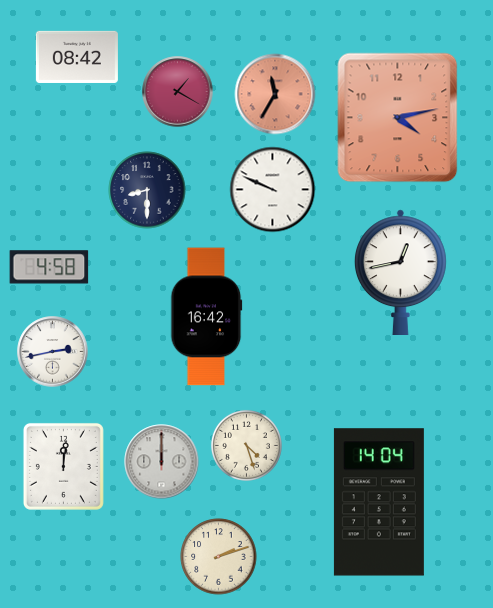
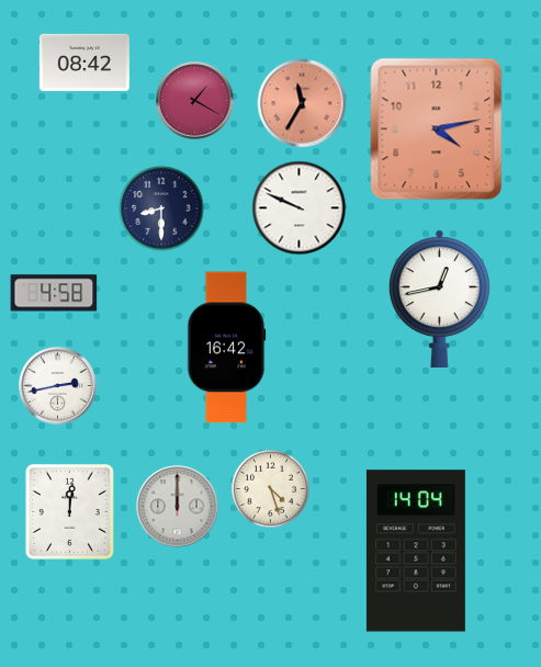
clock at (219, 557): 2:12 -> none
